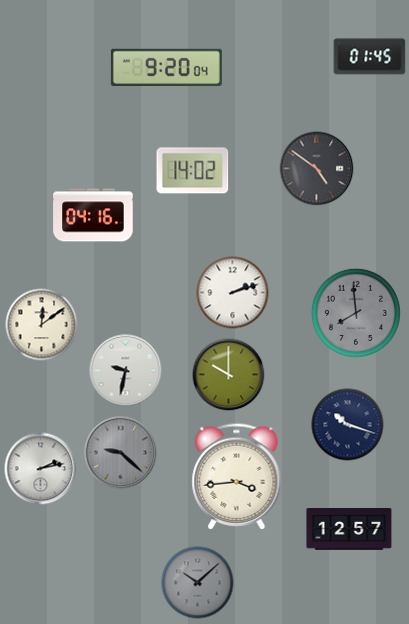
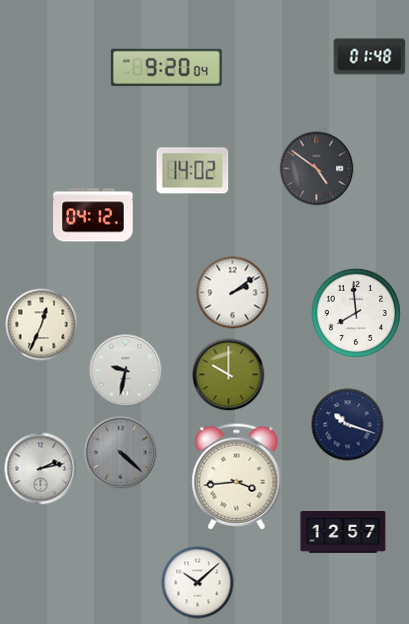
clock at (370, 57): 01:45 -> 01:48
clock at (93, 215): 04:16 -> 04:12
clock at (233, 293): 2:12 -> 2:09
clock at (356, 313) dial: grey -> white
clock at (42, 325): 12:09 -> 12:34
clock at (121, 453): 9:22 -> 4:22
clock at (349, 530) position: (349, 530) -> (343, 533)
clock at (198, 583) dial: grey -> white
